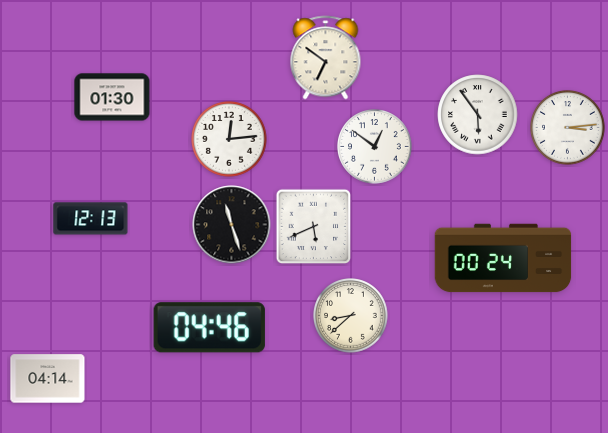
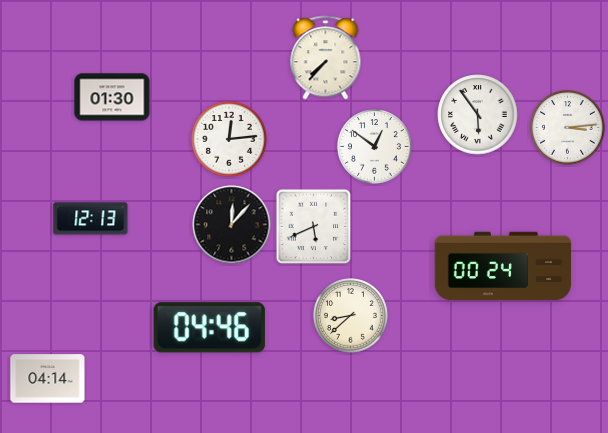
clock at (326, 58): 6:51 -> 7:37
clock at (232, 225): 11:27 -> 12:07
clock at (503, 258) position: (503, 258) -> (503, 266)
